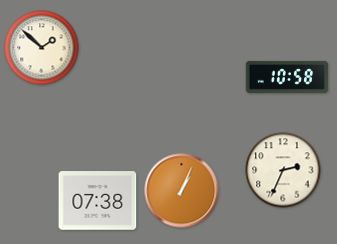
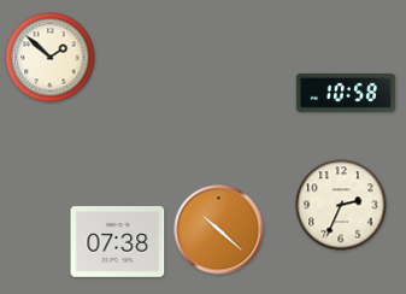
clock at (182, 191): 1:04 -> 10:22
